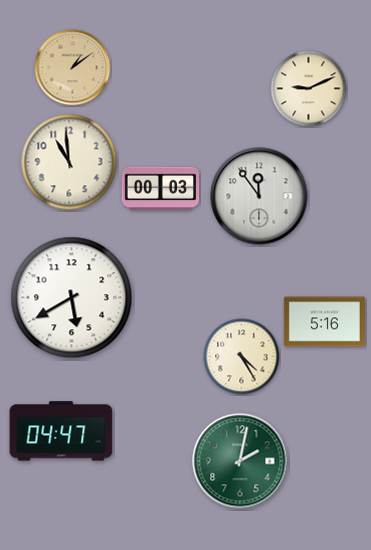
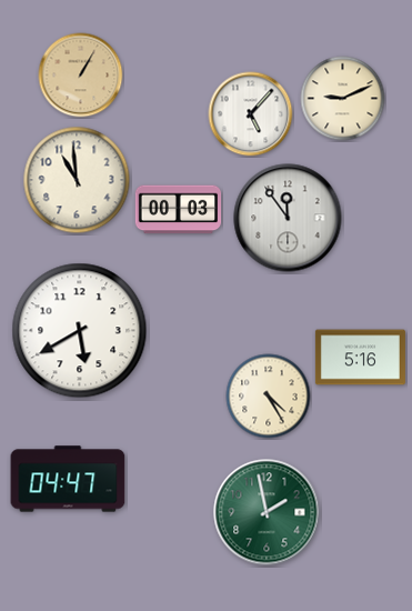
clock at (73, 68): 1:09 -> 1:05
clock at (251, 114): none -> 5:07
clock at (240, 461): 2:02 -> 1:58
